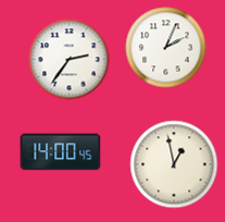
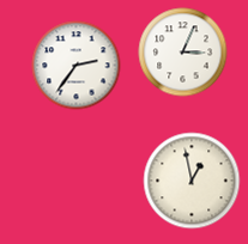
clock at (166, 48): 2:04 -> 3:04
clock at (61, 152): 14:00 -> none
